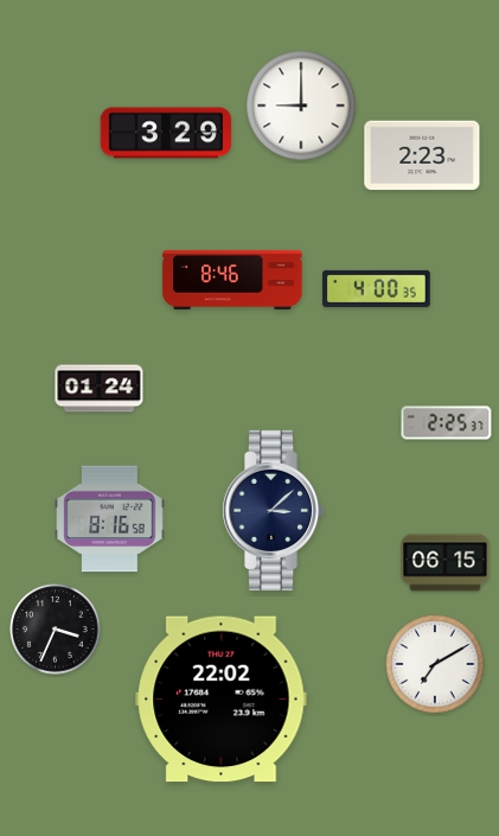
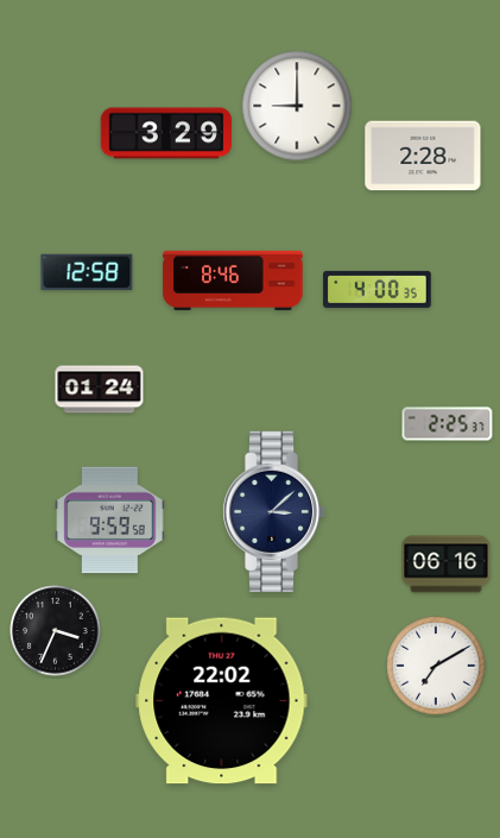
clock at (301, 106) position: (301, 106) -> (297, 106)
clock at (422, 155): 2:23 -> 2:28
clock at (87, 272): none -> 12:58
clock at (110, 519): 8:16 -> 9:59
clock at (446, 563): 06:15 -> 06:16
